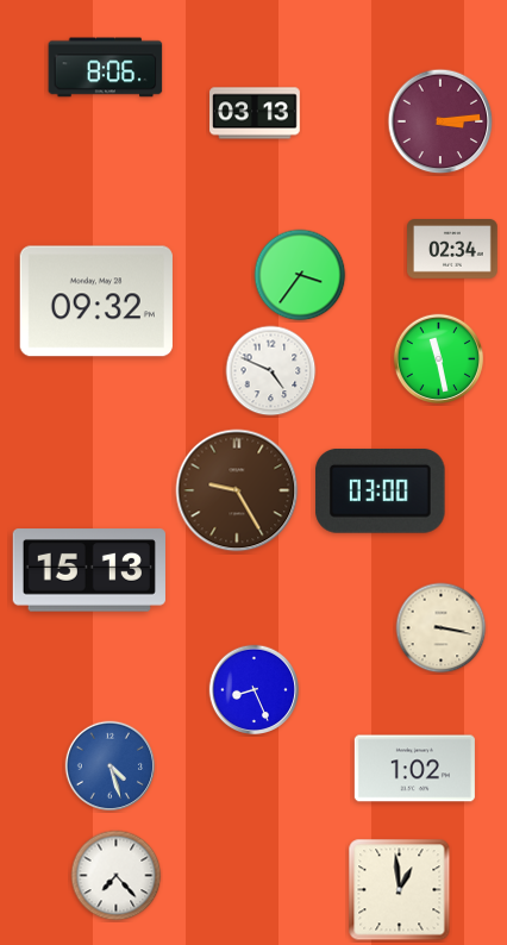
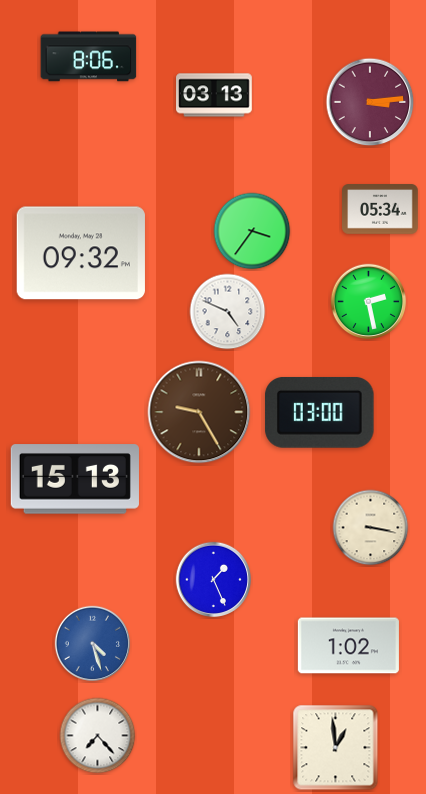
clock at (453, 249): 02:34 -> 05:34
clock at (439, 359): 11:28 -> 2:28
clock at (255, 690): 8:26 -> 1:26
